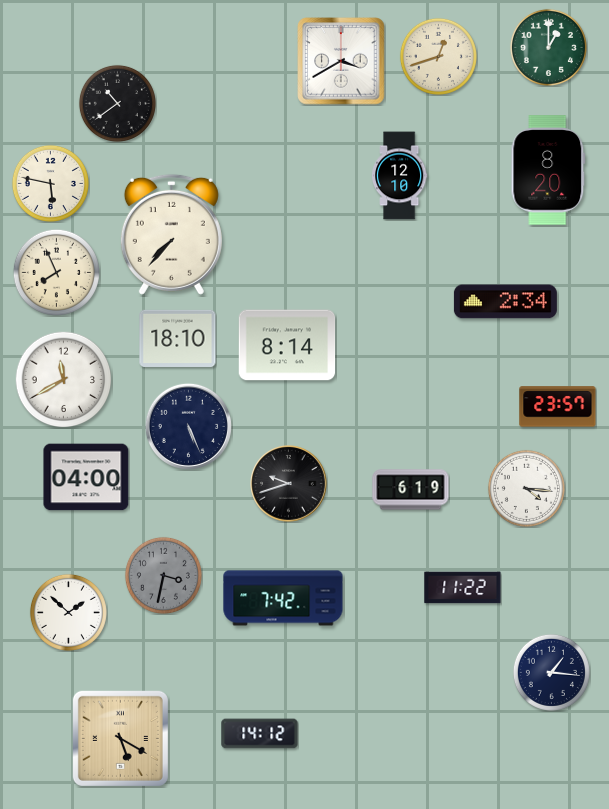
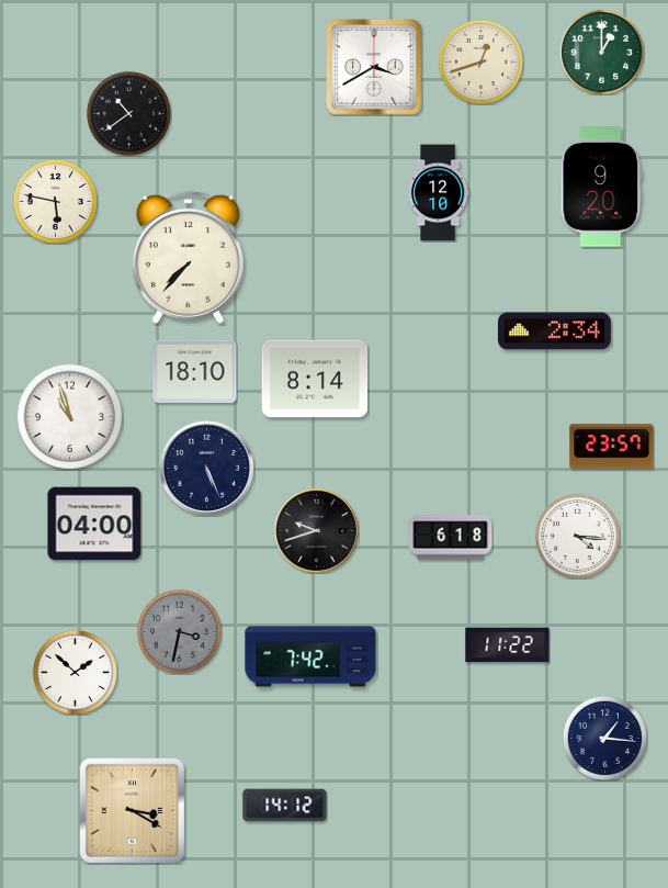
clock at (548, 170): 8:20 -> 9:20
clock at (56, 272): 7:56 -> none
clock at (63, 379): 11:40 -> 10:57
clock at (411, 490): 6:19 -> 6:18
clock at (120, 738): 5:20 -> 3:20
